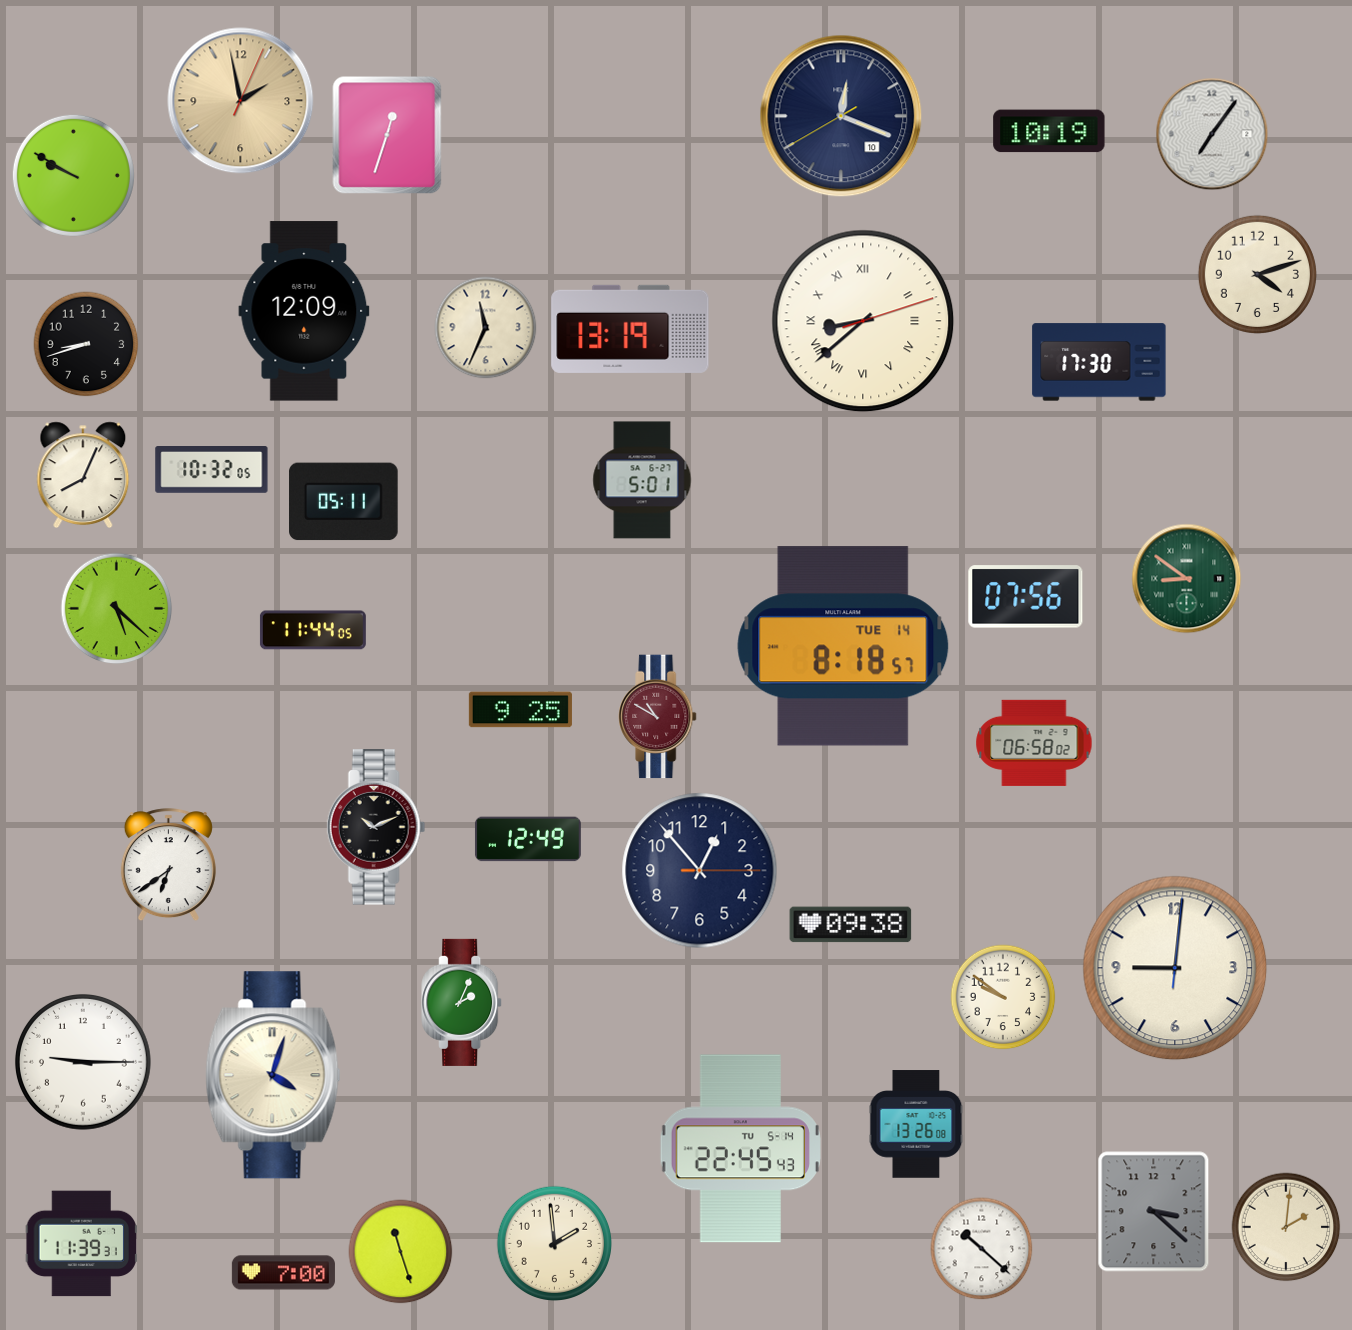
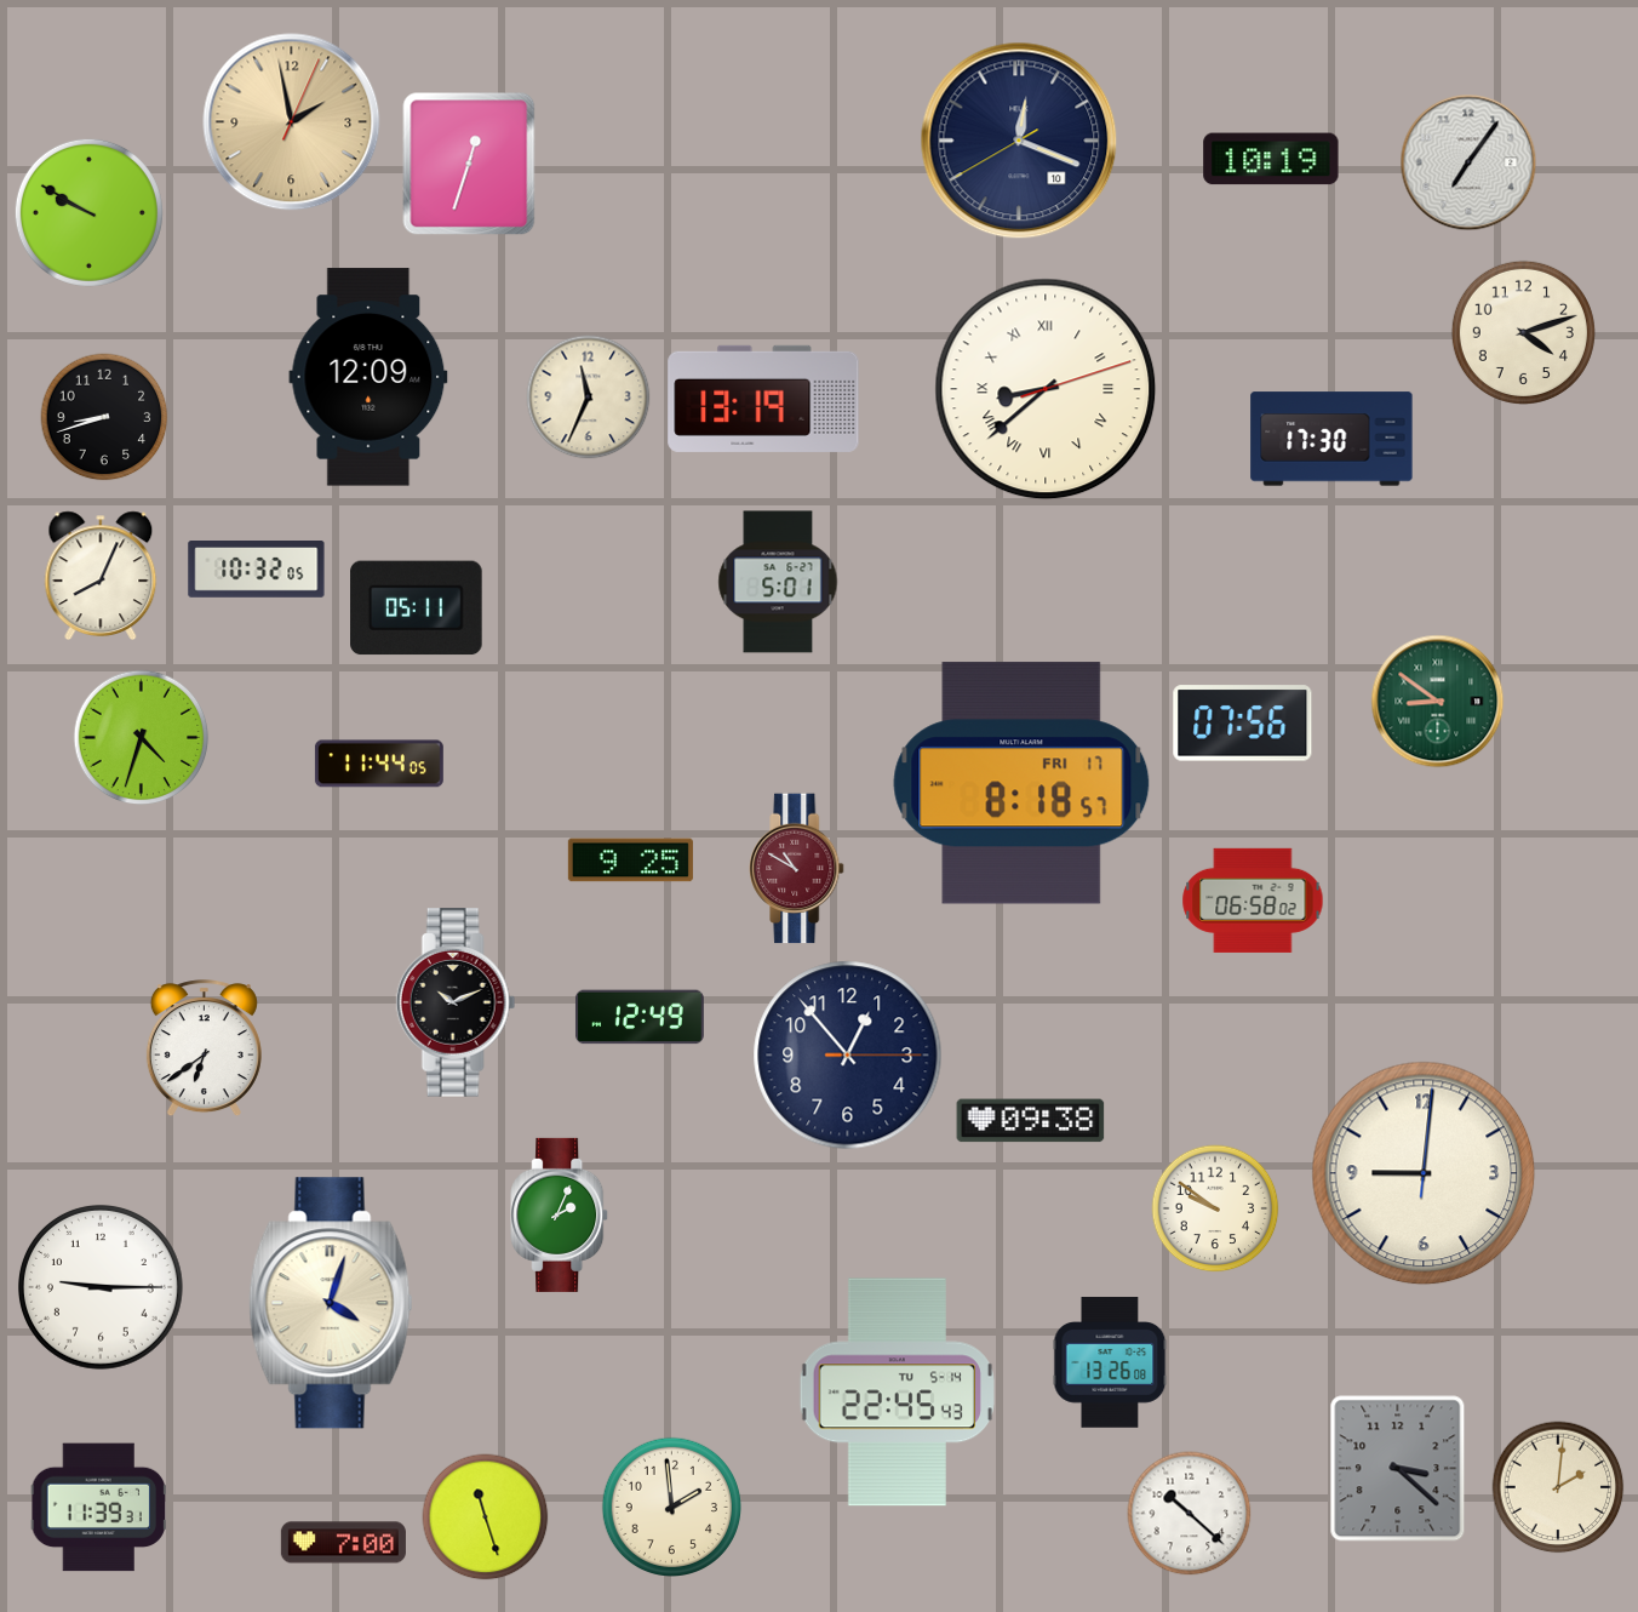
clock at (117, 609): 5:22 -> 4:33
clock at (843, 646) date: TUE 14 -> FRI 17
